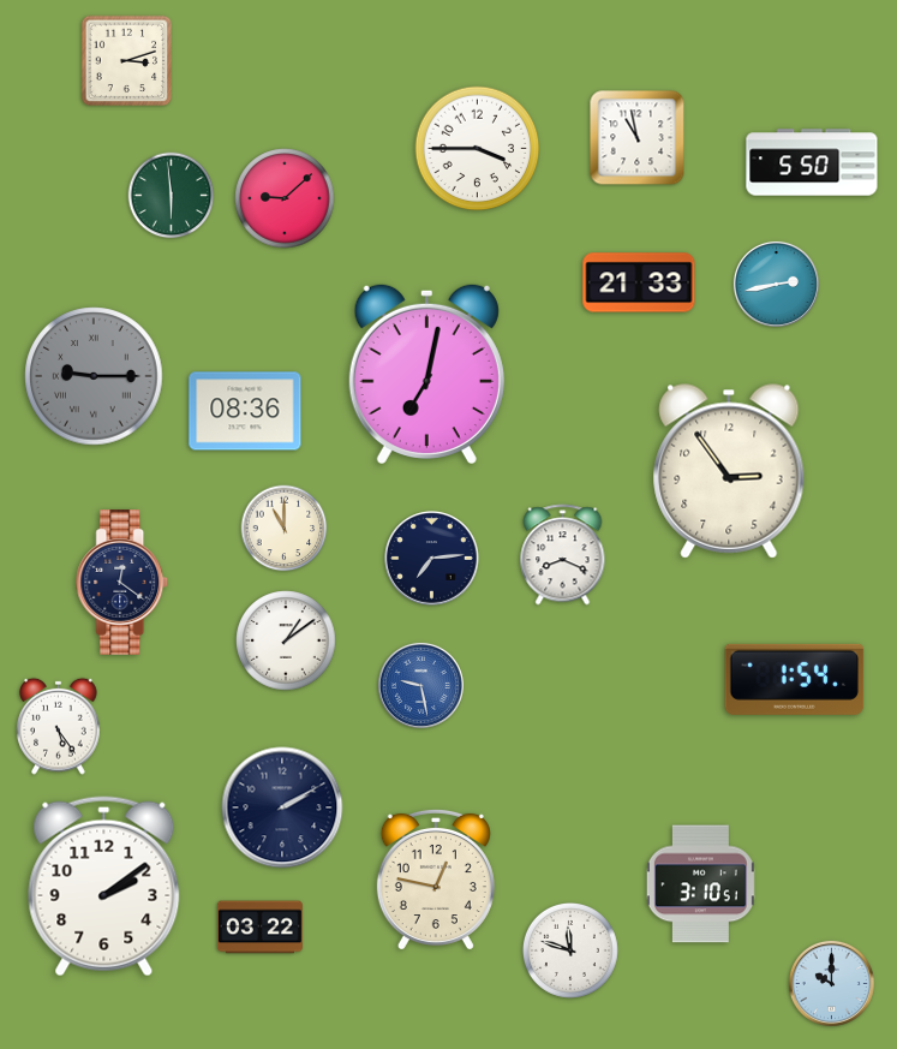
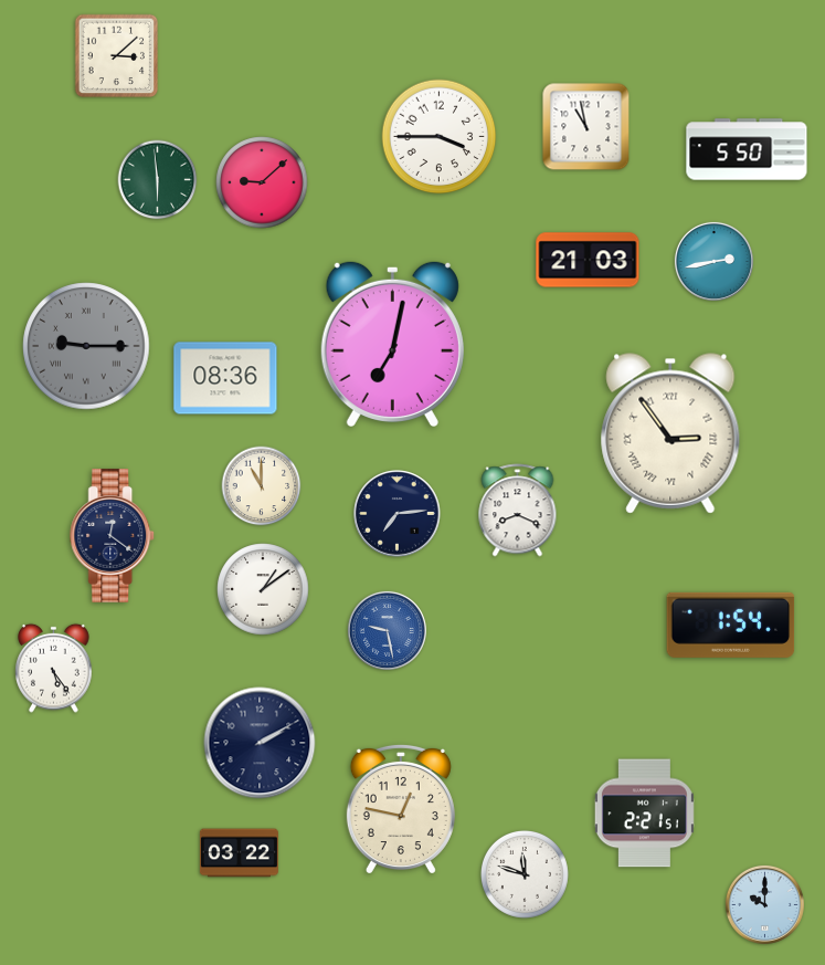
clock at (127, 61): 3:12 -> 3:08
clock at (639, 282): 21:33 -> 21:03
clock at (729, 471) numerals: Arabic -> Roman
clock at (700, 884): 3:10 -> 2:21
clock at (104, 887): 2:09 -> none
